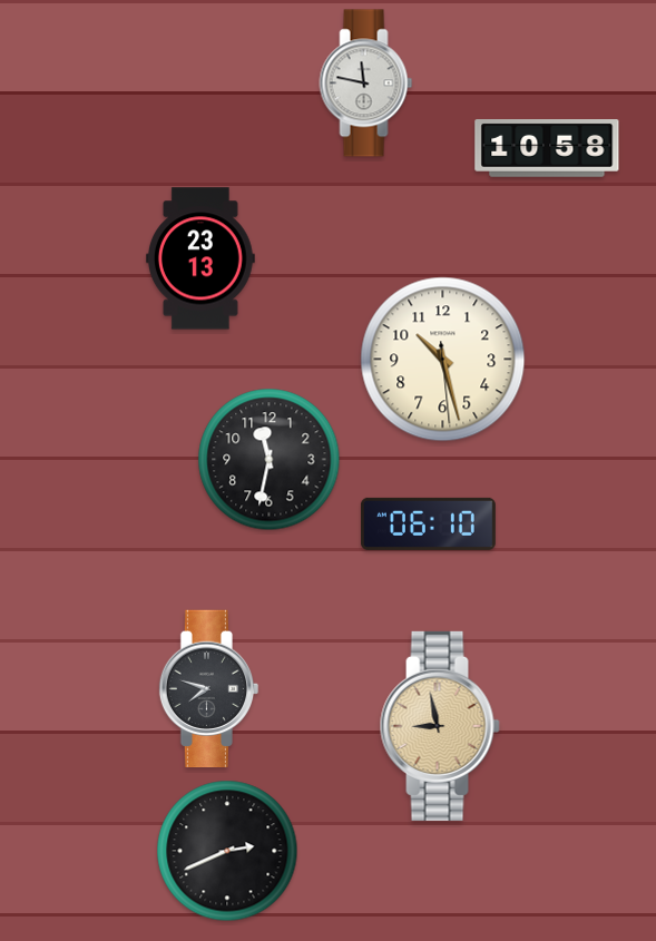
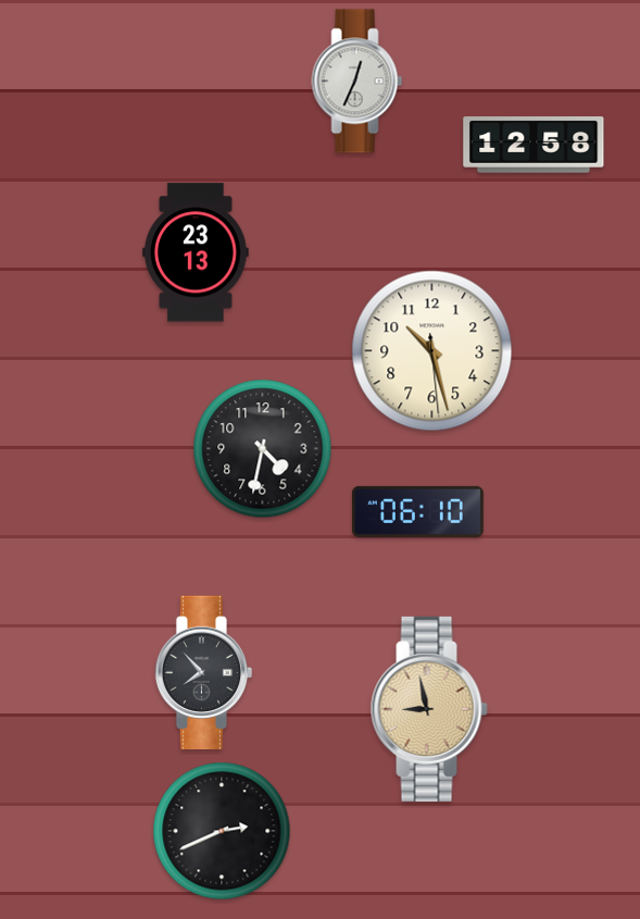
clock at (366, 84): 11:47 -> 12:34
clock at (547, 149): 10:58 -> 12:58
clock at (270, 460): 11:32 -> 4:32
clock at (209, 689): 7:48 -> 7:53
